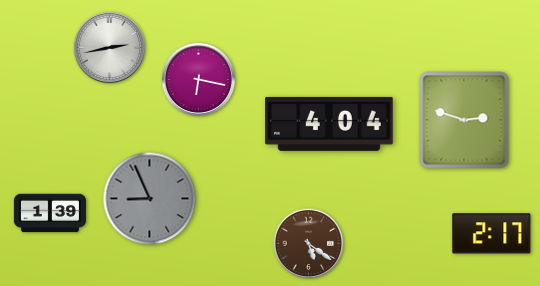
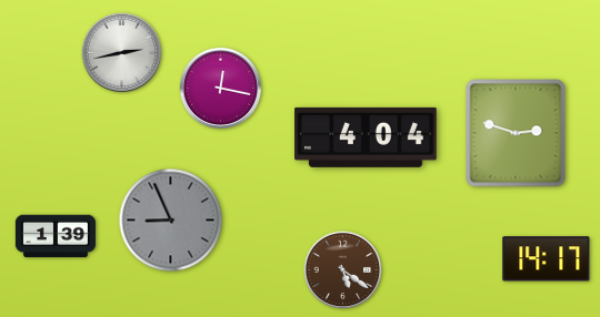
clock at (198, 79): 6:17 -> 12:17
clock at (150, 199) position: (150, 199) -> (171, 221)
clock at (492, 234): 2:17 -> 14:17
